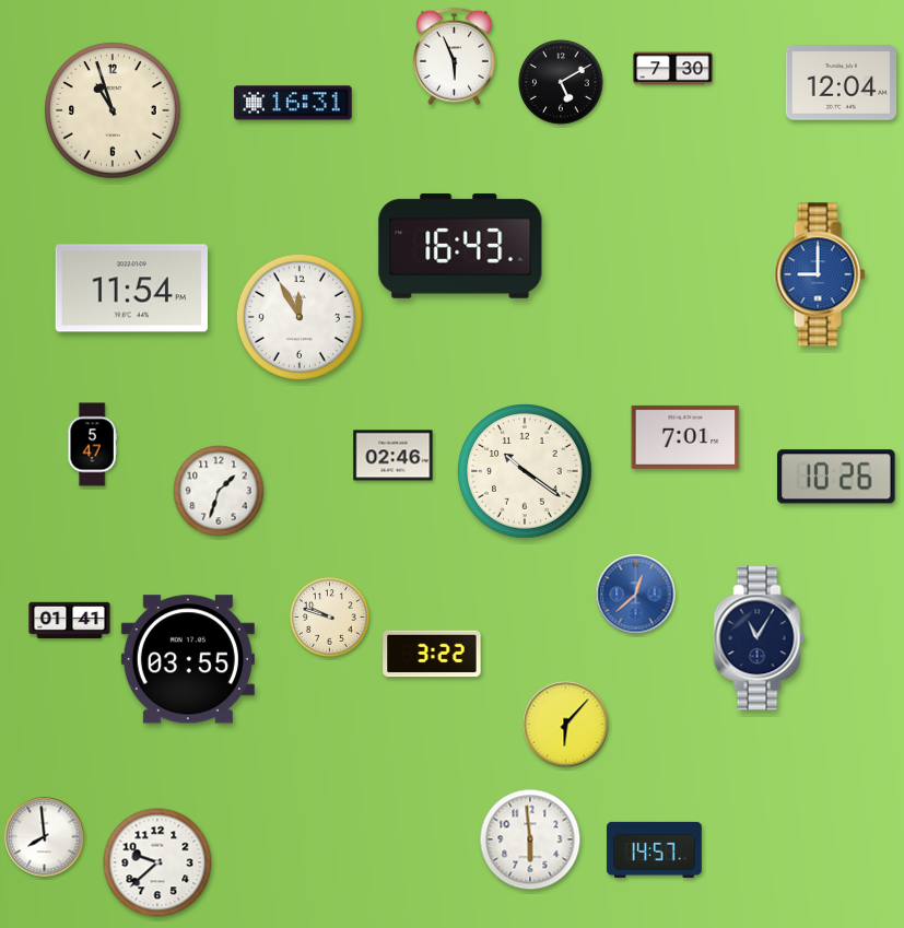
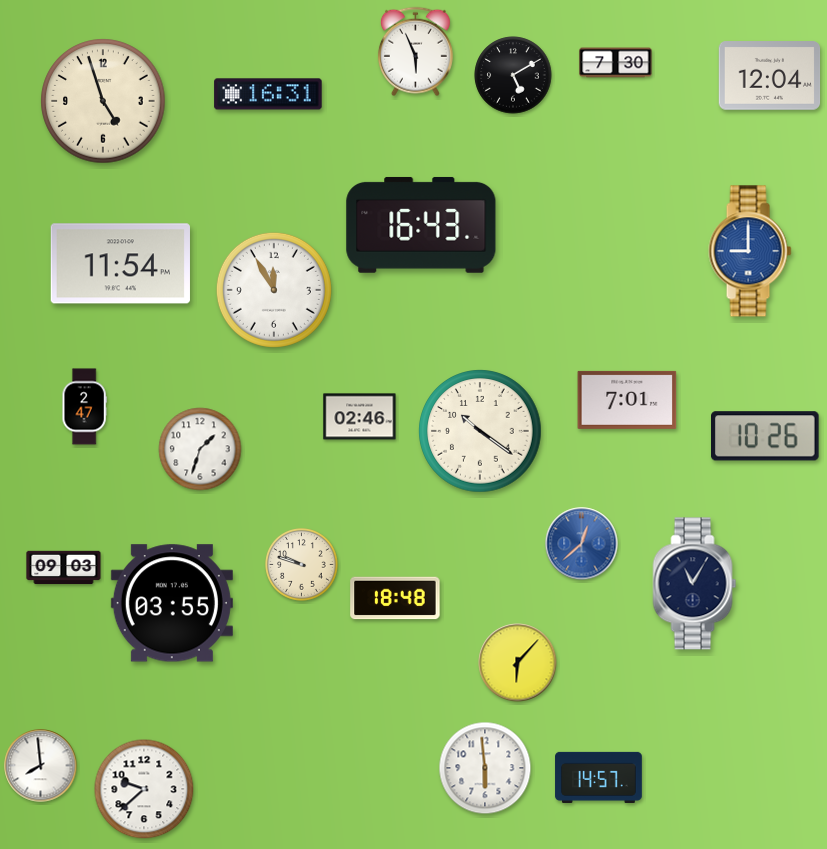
clock at (113, 110): 10:57 -> 4:57
clock at (92, 445): 5:47 -> 2:47
clock at (70, 621): 01:41 -> 09:03
clock at (432, 654): 3:22 -> 18:48
